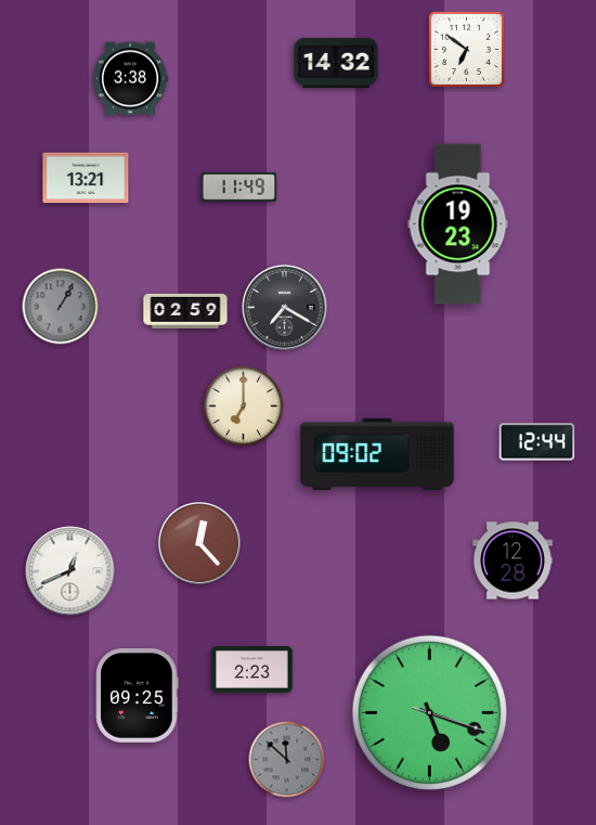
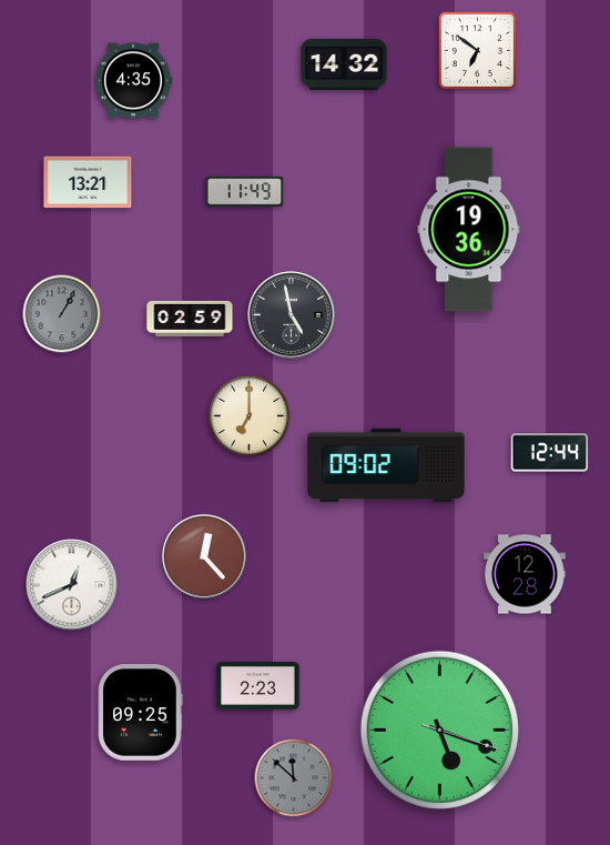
clock at (130, 79): 3:38 -> 4:35
clock at (458, 224): 19:23 -> 19:36
clock at (285, 308): 7:20 -> 4:58
